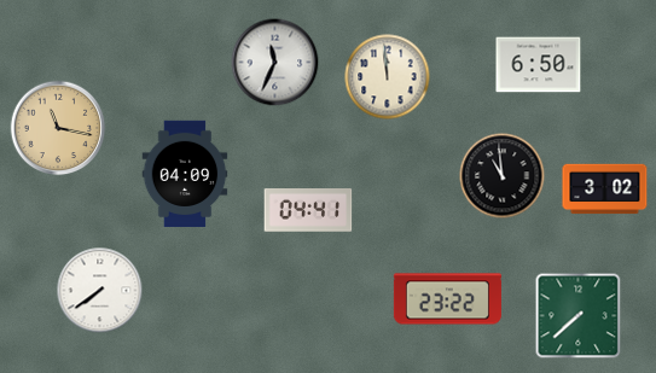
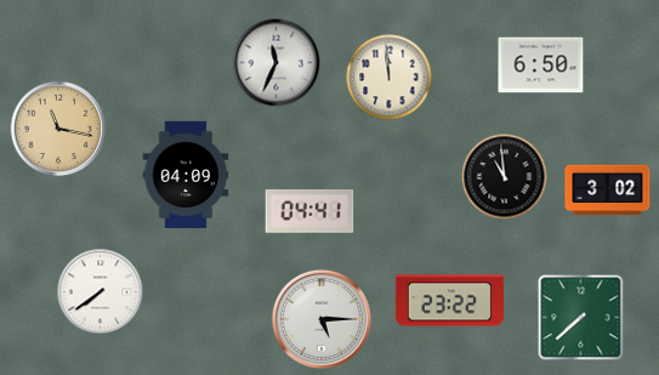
clock at (322, 319): none -> 5:15
